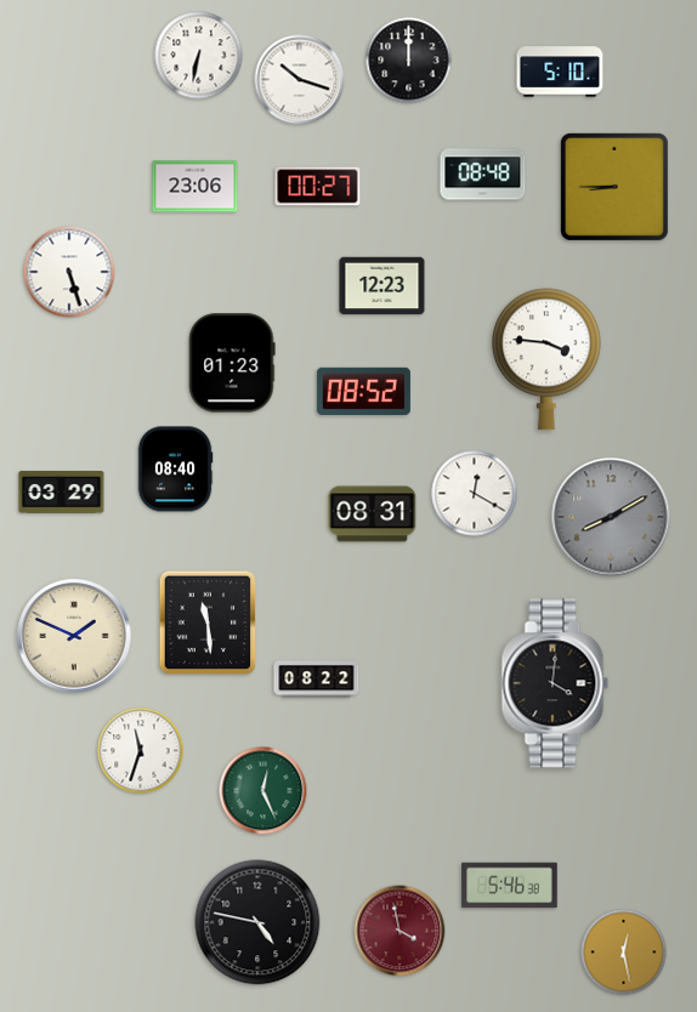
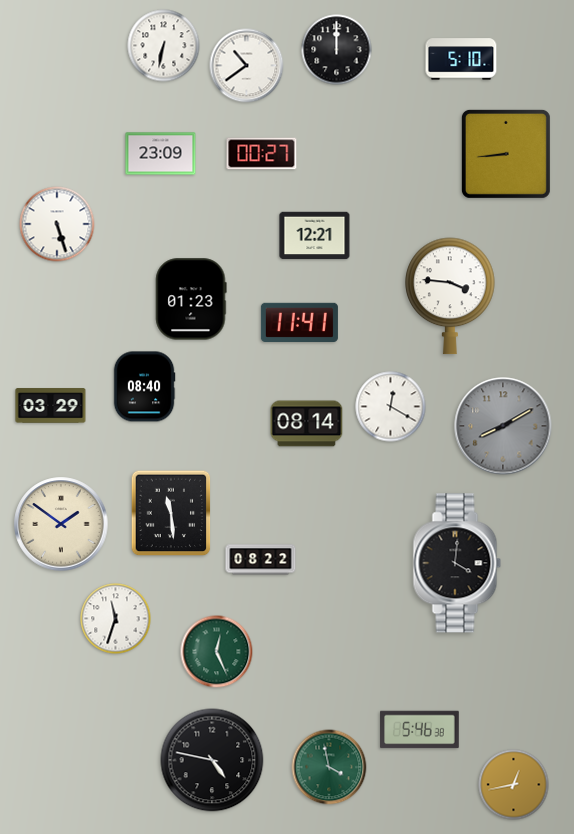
clock at (300, 80): 10:18 -> 10:39
clock at (483, 175): 08:48 -> none
clock at (195, 187): 23:06 -> 23:09
clock at (614, 187): 8:45 -> 8:44
clock at (382, 286): 12:23 -> 12:21
clock at (363, 391): 08:52 -> 11:41
clock at (373, 514): 08:31 -> 08:14
clock at (74, 636): 1:49 -> 1:51
clock at (399, 931) dial: burgundy -> green
clock at (624, 953): 12:28 -> 12:43
